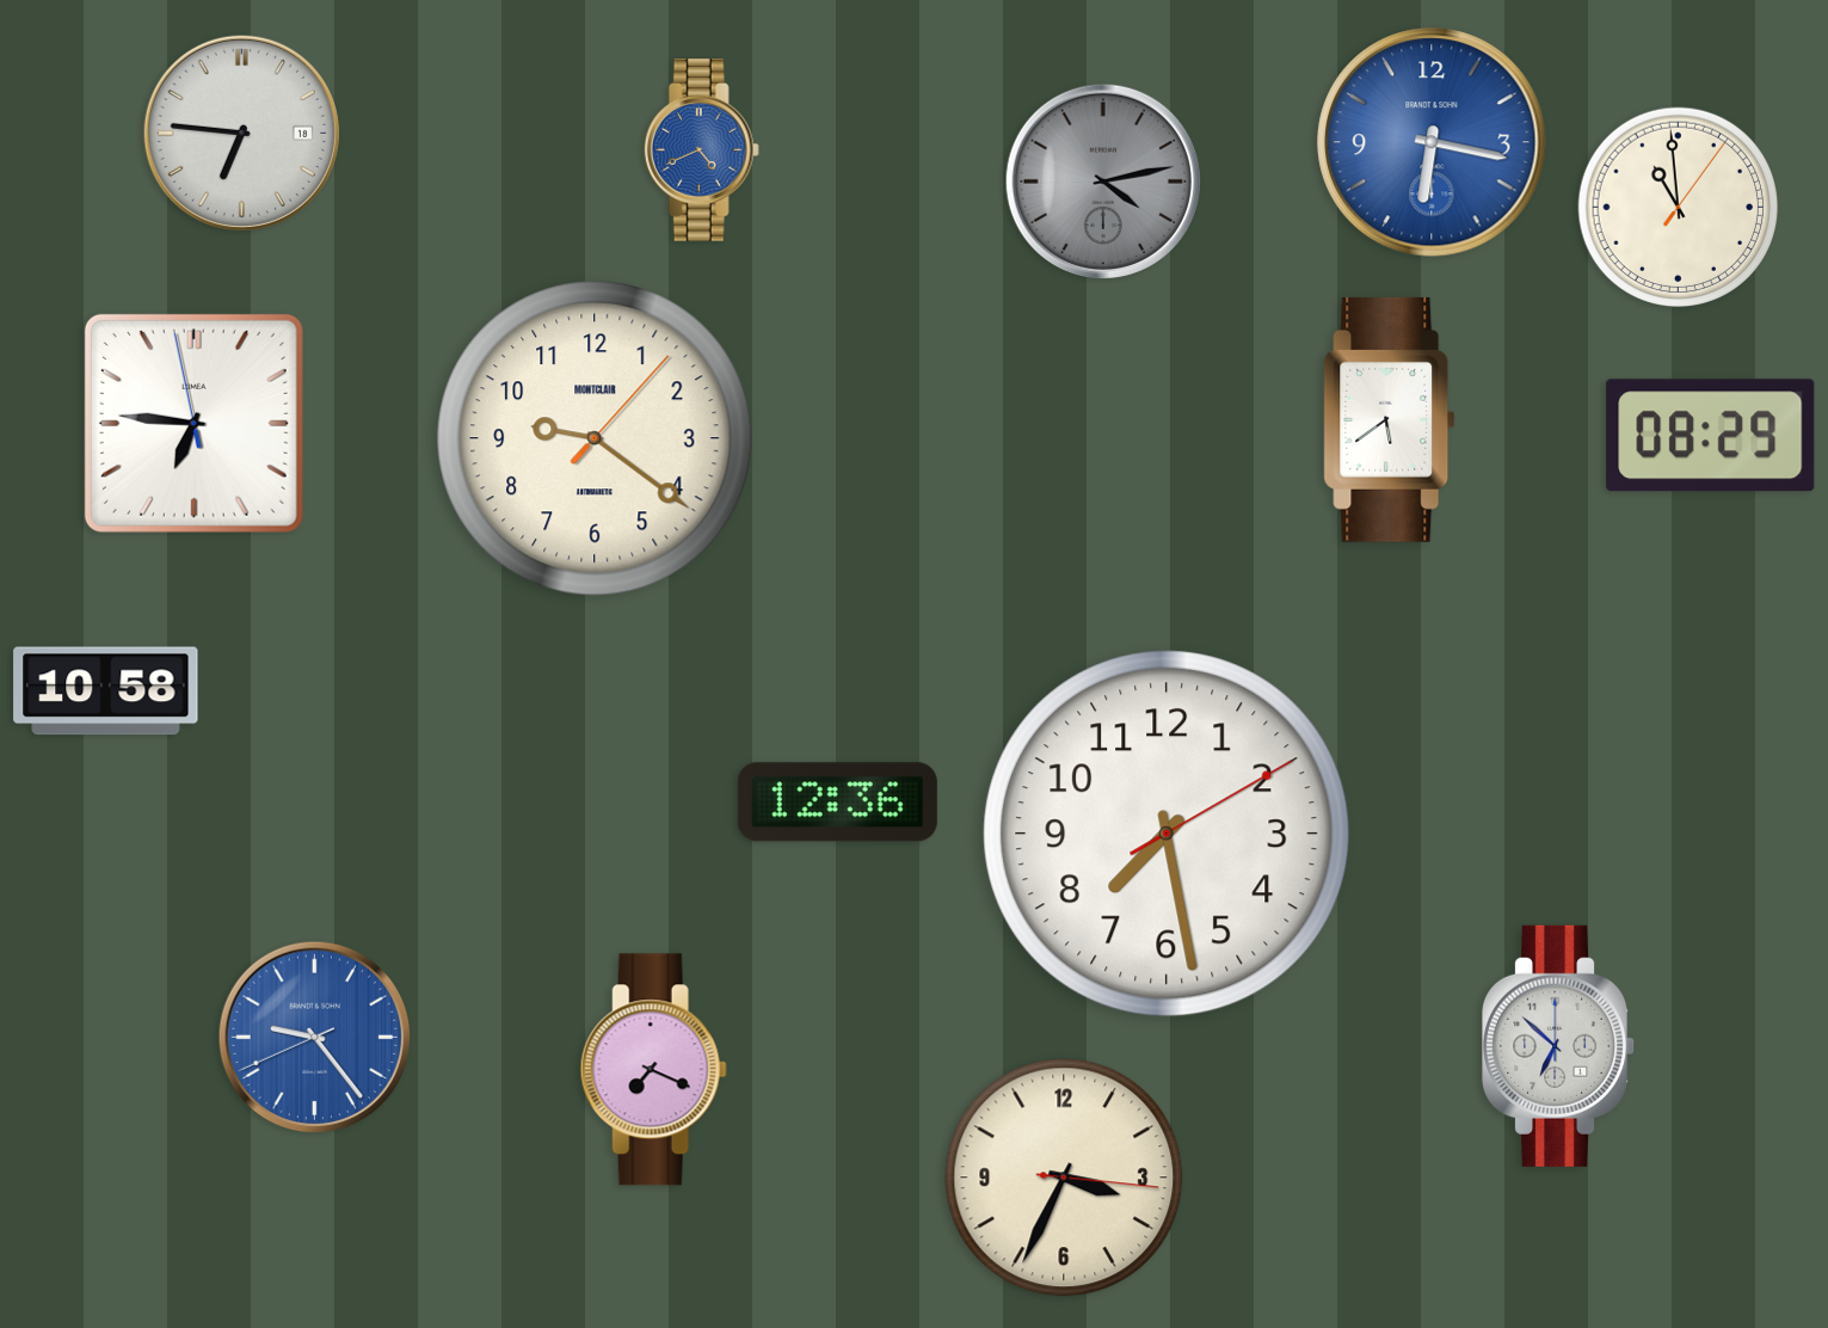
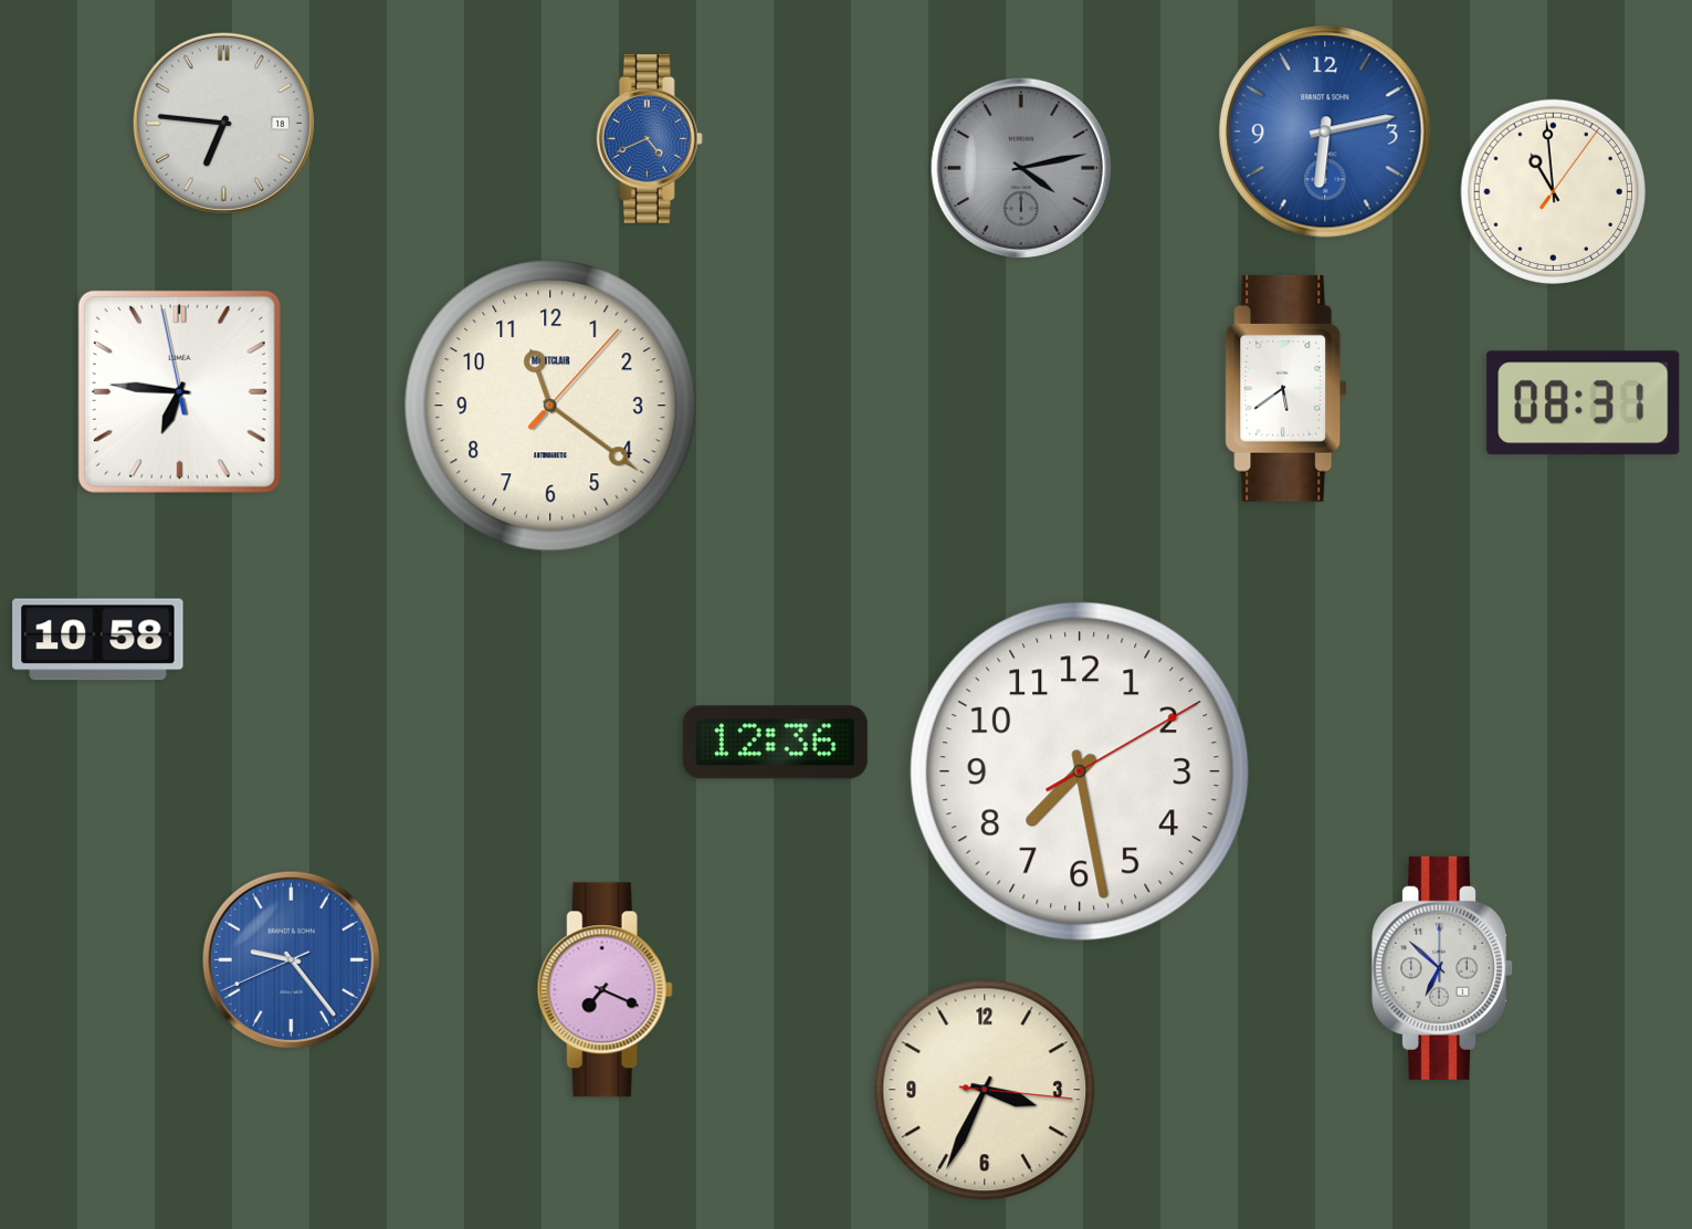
clock at (1432, 142): 6:17 -> 6:13
clock at (1711, 436): 08:29 -> 08:31
clock at (596, 439): 9:21 -> 11:21
